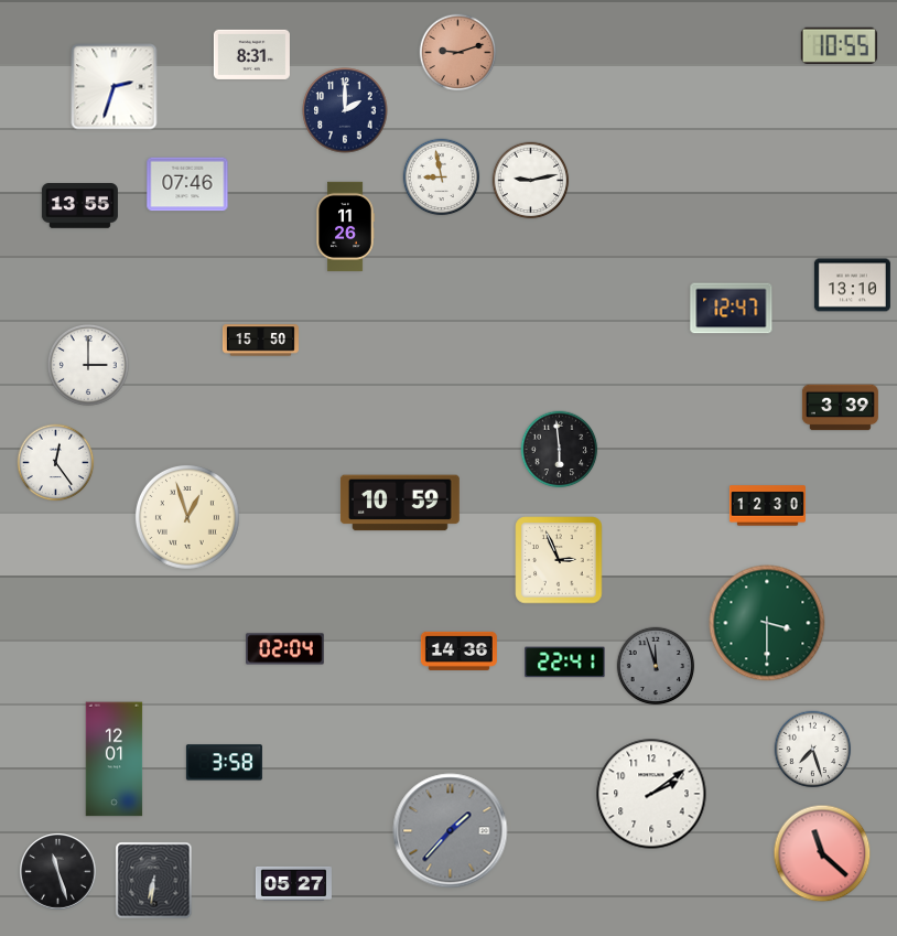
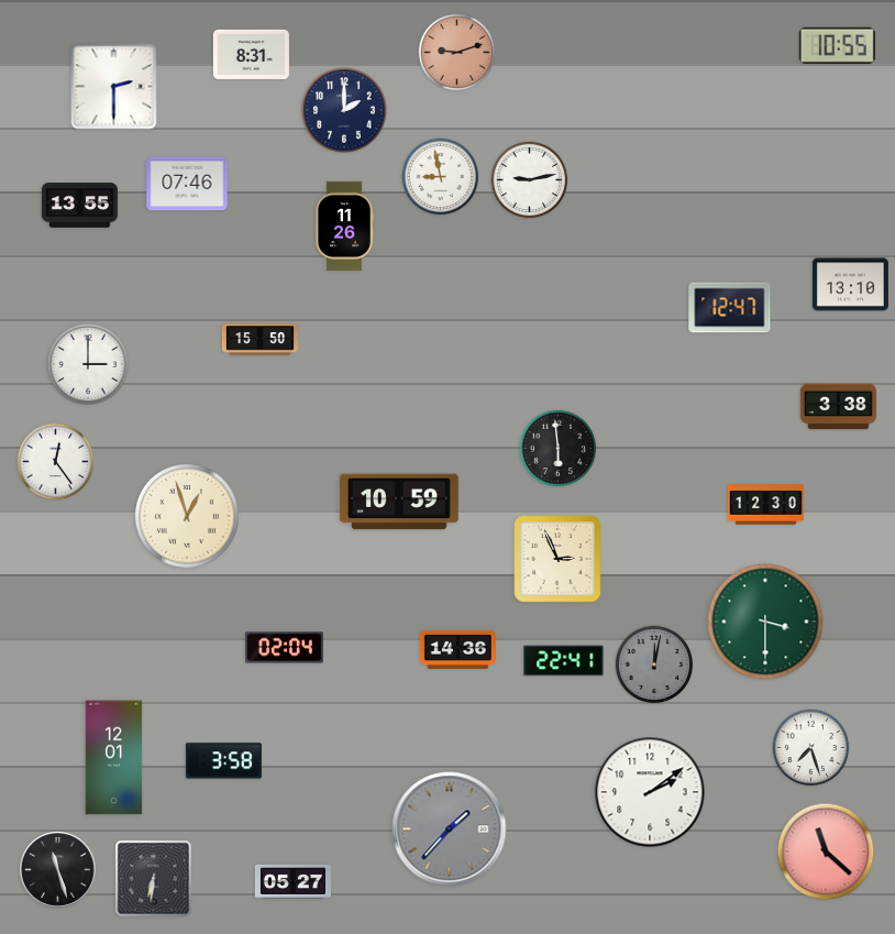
clock at (115, 87): 2:33 -> 2:30
clock at (840, 408): 3:39 -> 3:38
clock at (656, 666): 11:57 -> 12:02
clock at (822, 853) position: (822, 853) -> (826, 851)
